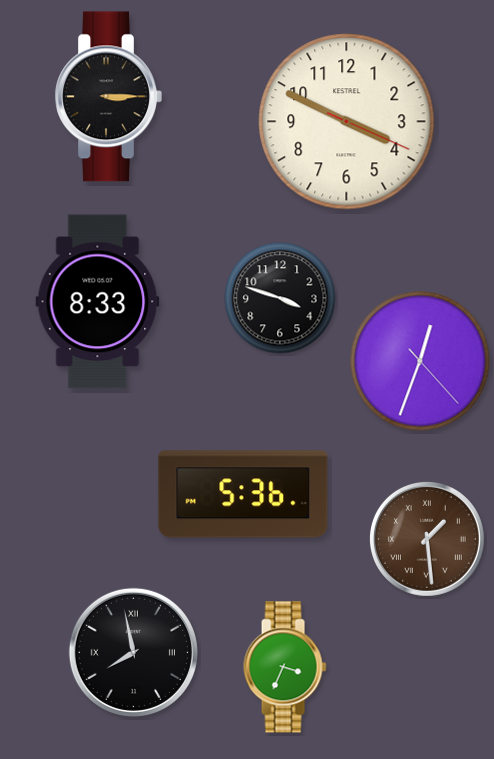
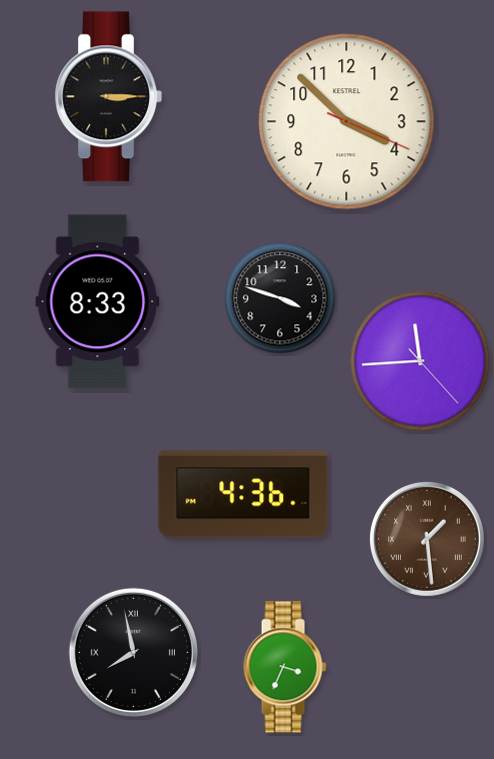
clock at (347, 122): 3:49 -> 3:52
clock at (420, 361): 12:33 -> 11:44
clock at (243, 494): 5:36 -> 4:36
